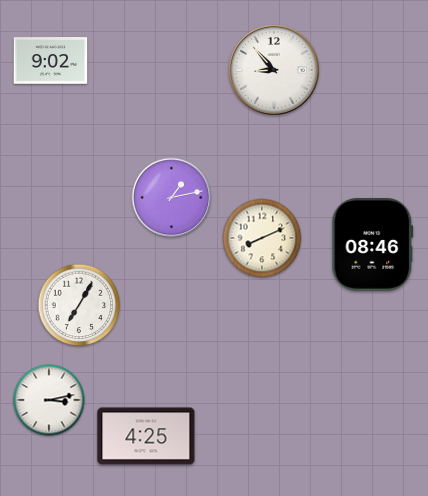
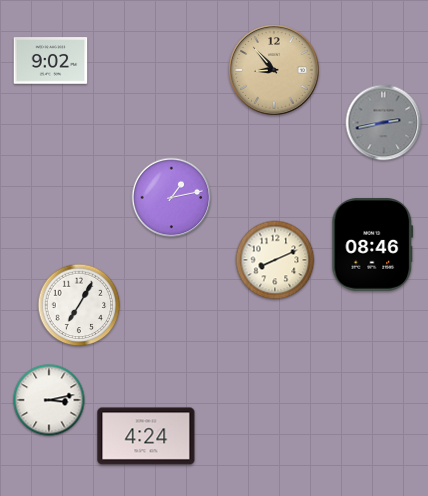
clock at (274, 70) dial: white -> champagne
clock at (384, 123): none -> 2:43
clock at (262, 238) position: (262, 238) -> (275, 260)
clock at (146, 436): 4:25 -> 4:24
